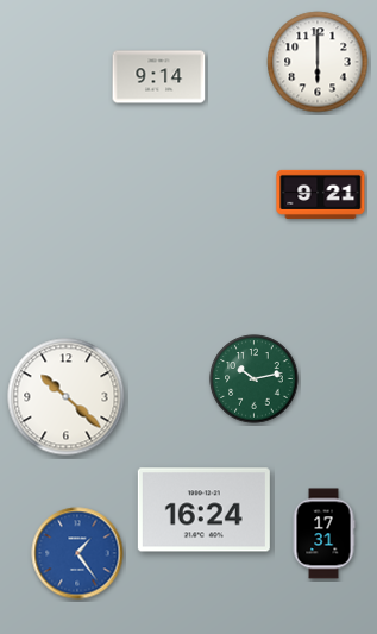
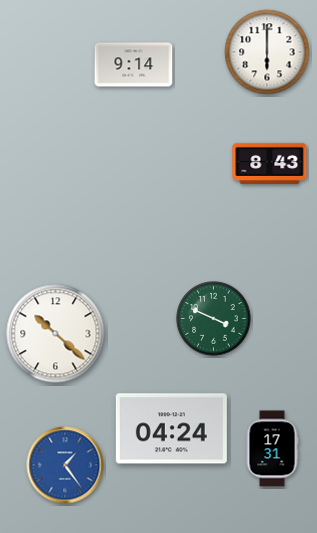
clock at (321, 194): 9:21 -> 8:43
clock at (255, 379): 10:13 -> 3:49
clock at (203, 510): 16:24 -> 04:24
